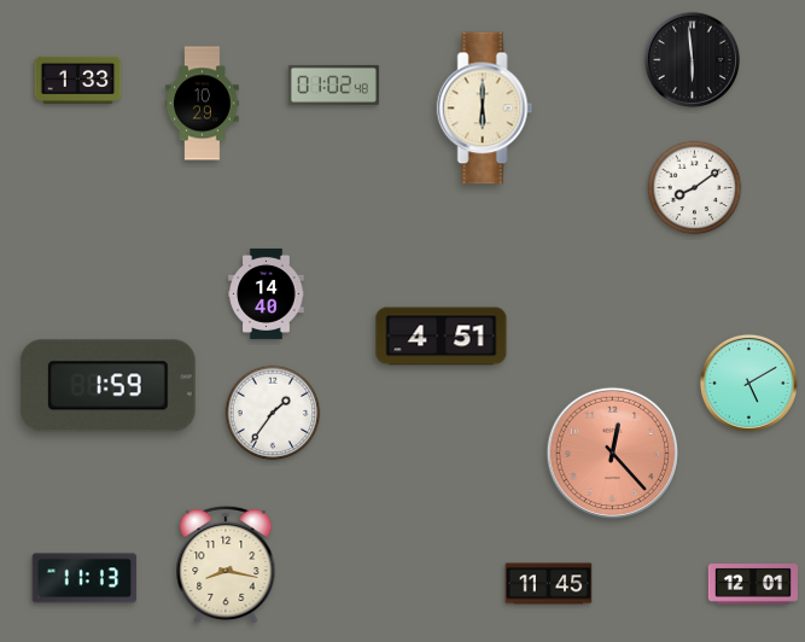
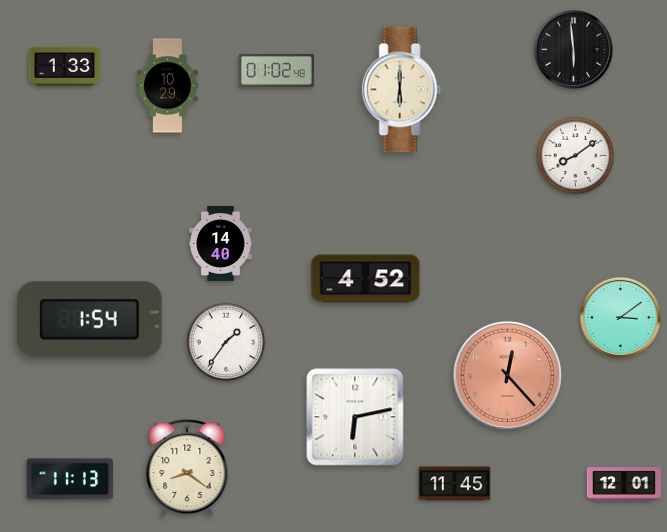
clock at (442, 337): 4:51 -> 4:52
clock at (748, 383): 5:10 -> 3:09
clock at (107, 386): 1:59 -> 1:54
clock at (355, 417): none -> 6:13
clock at (226, 565): 8:17 -> 8:21
